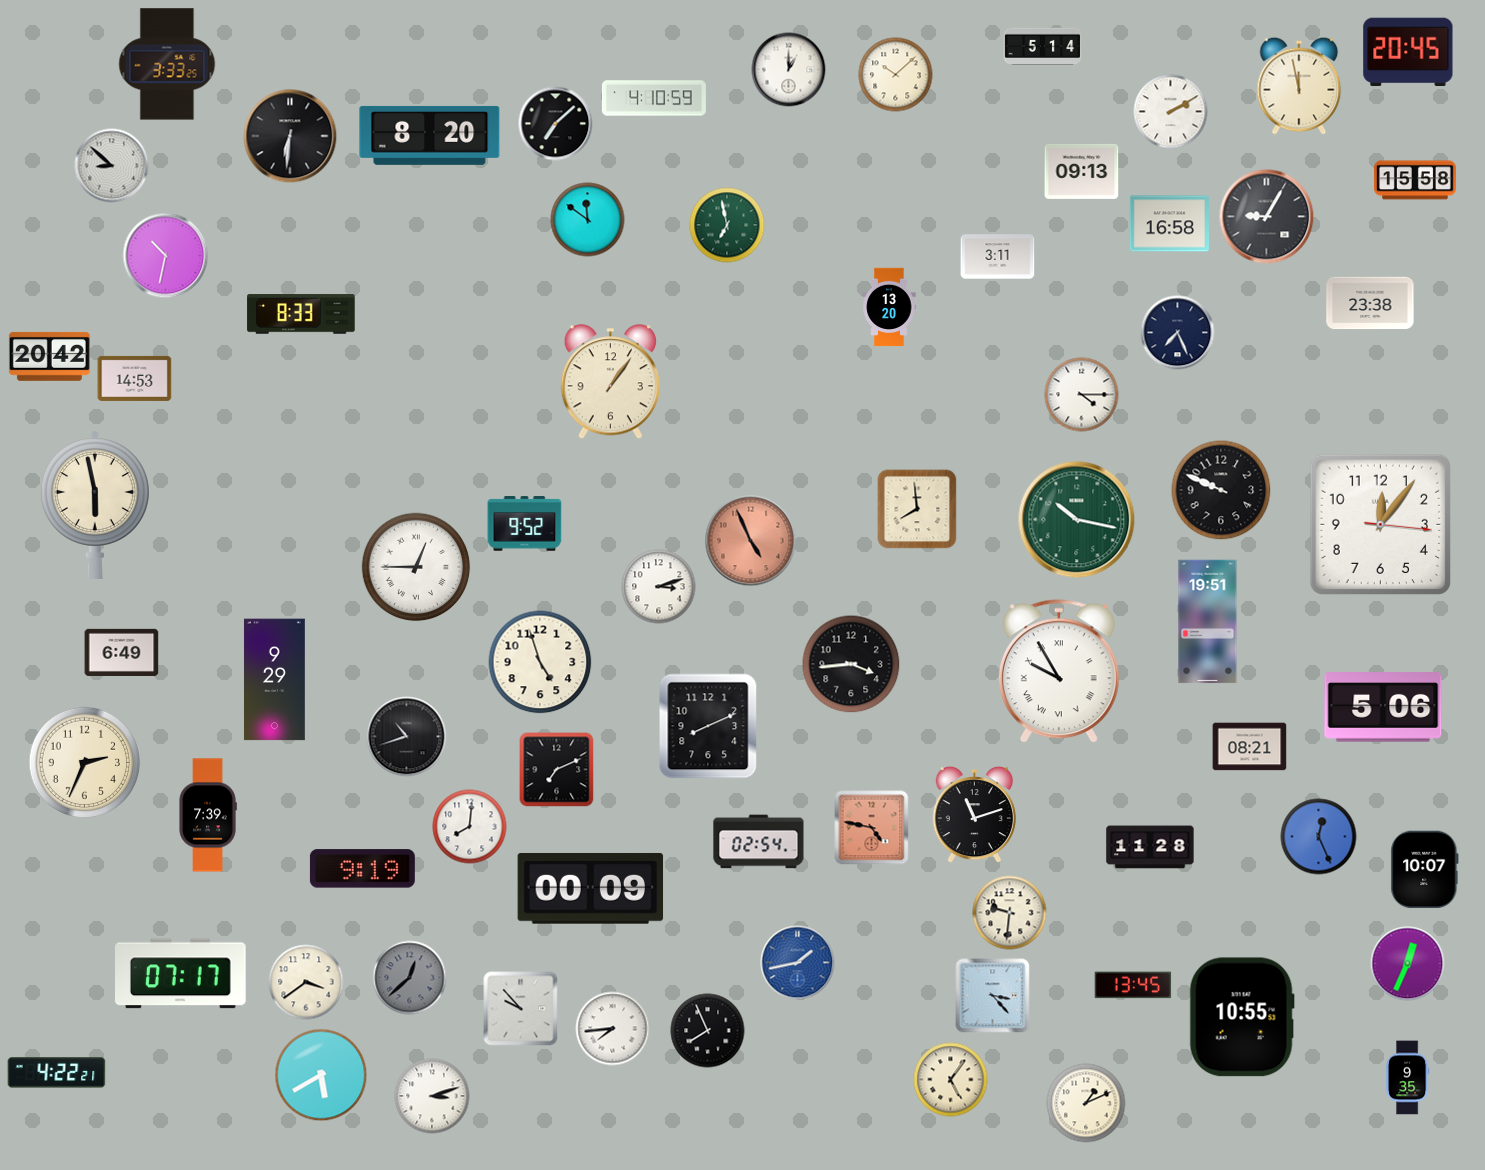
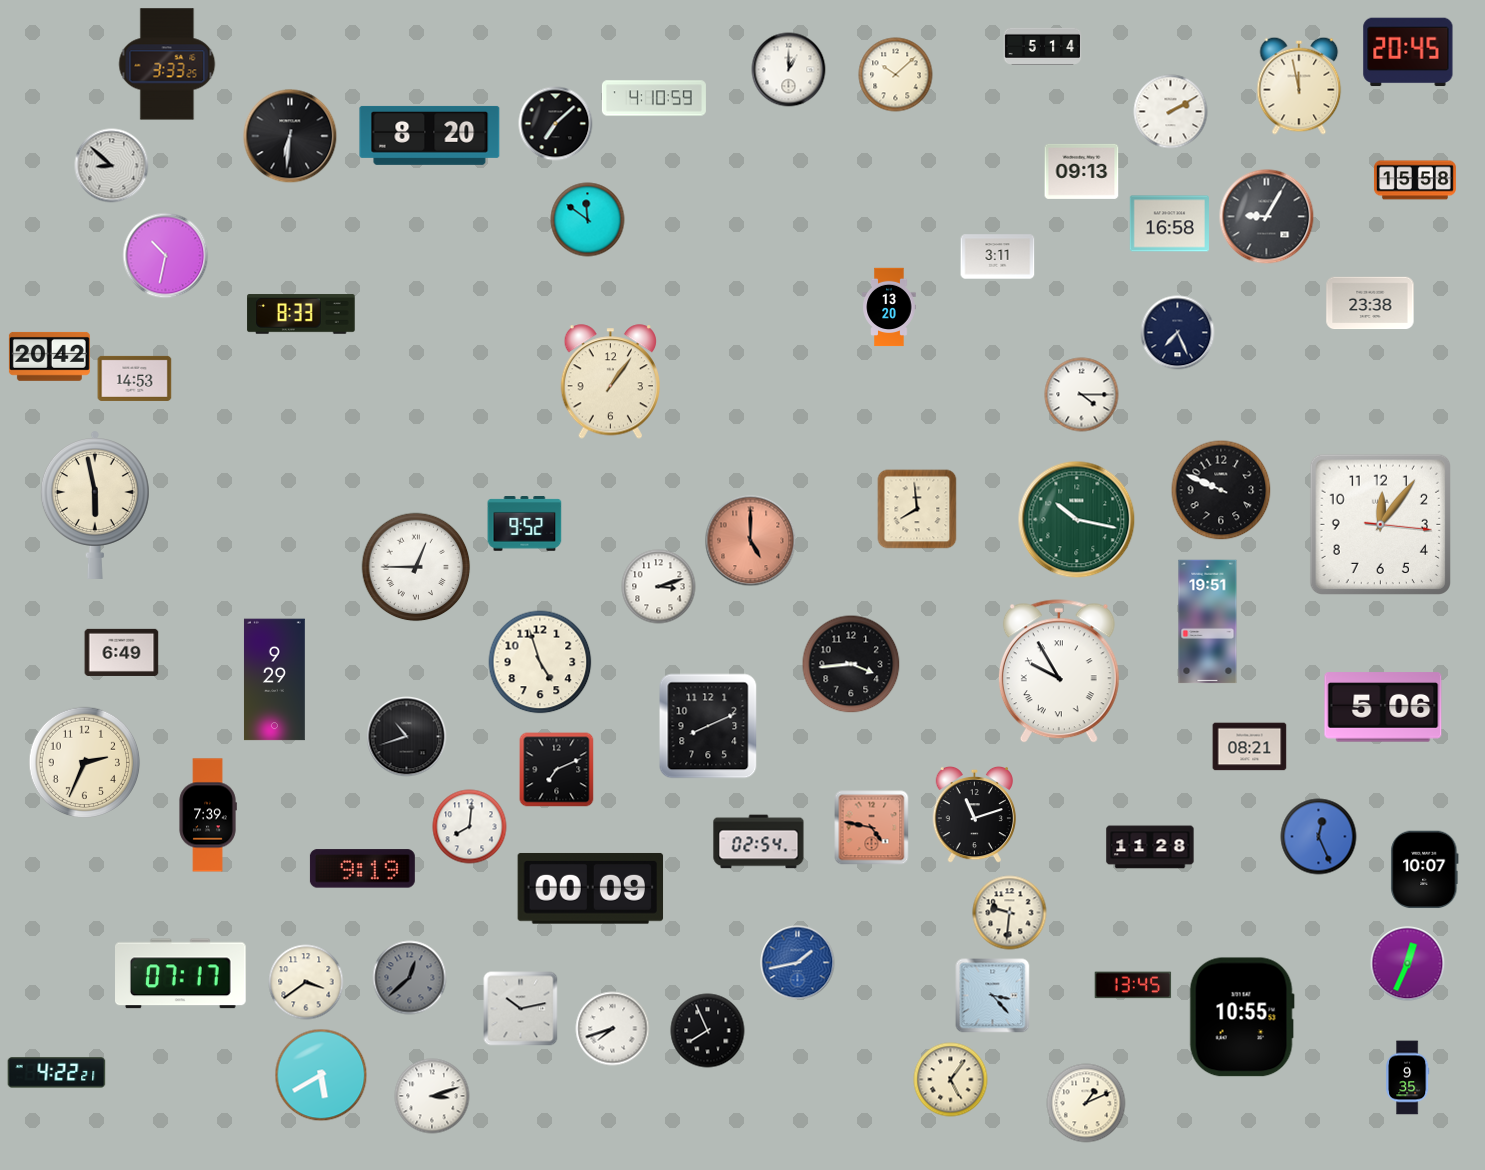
clock at (727, 225): 6:58 -> none
clock at (751, 541): 4:56 -> 5:00
clock at (521, 1009): 9:53 -> 10:13
clock at (613, 1029): 7:44 -> 7:42
